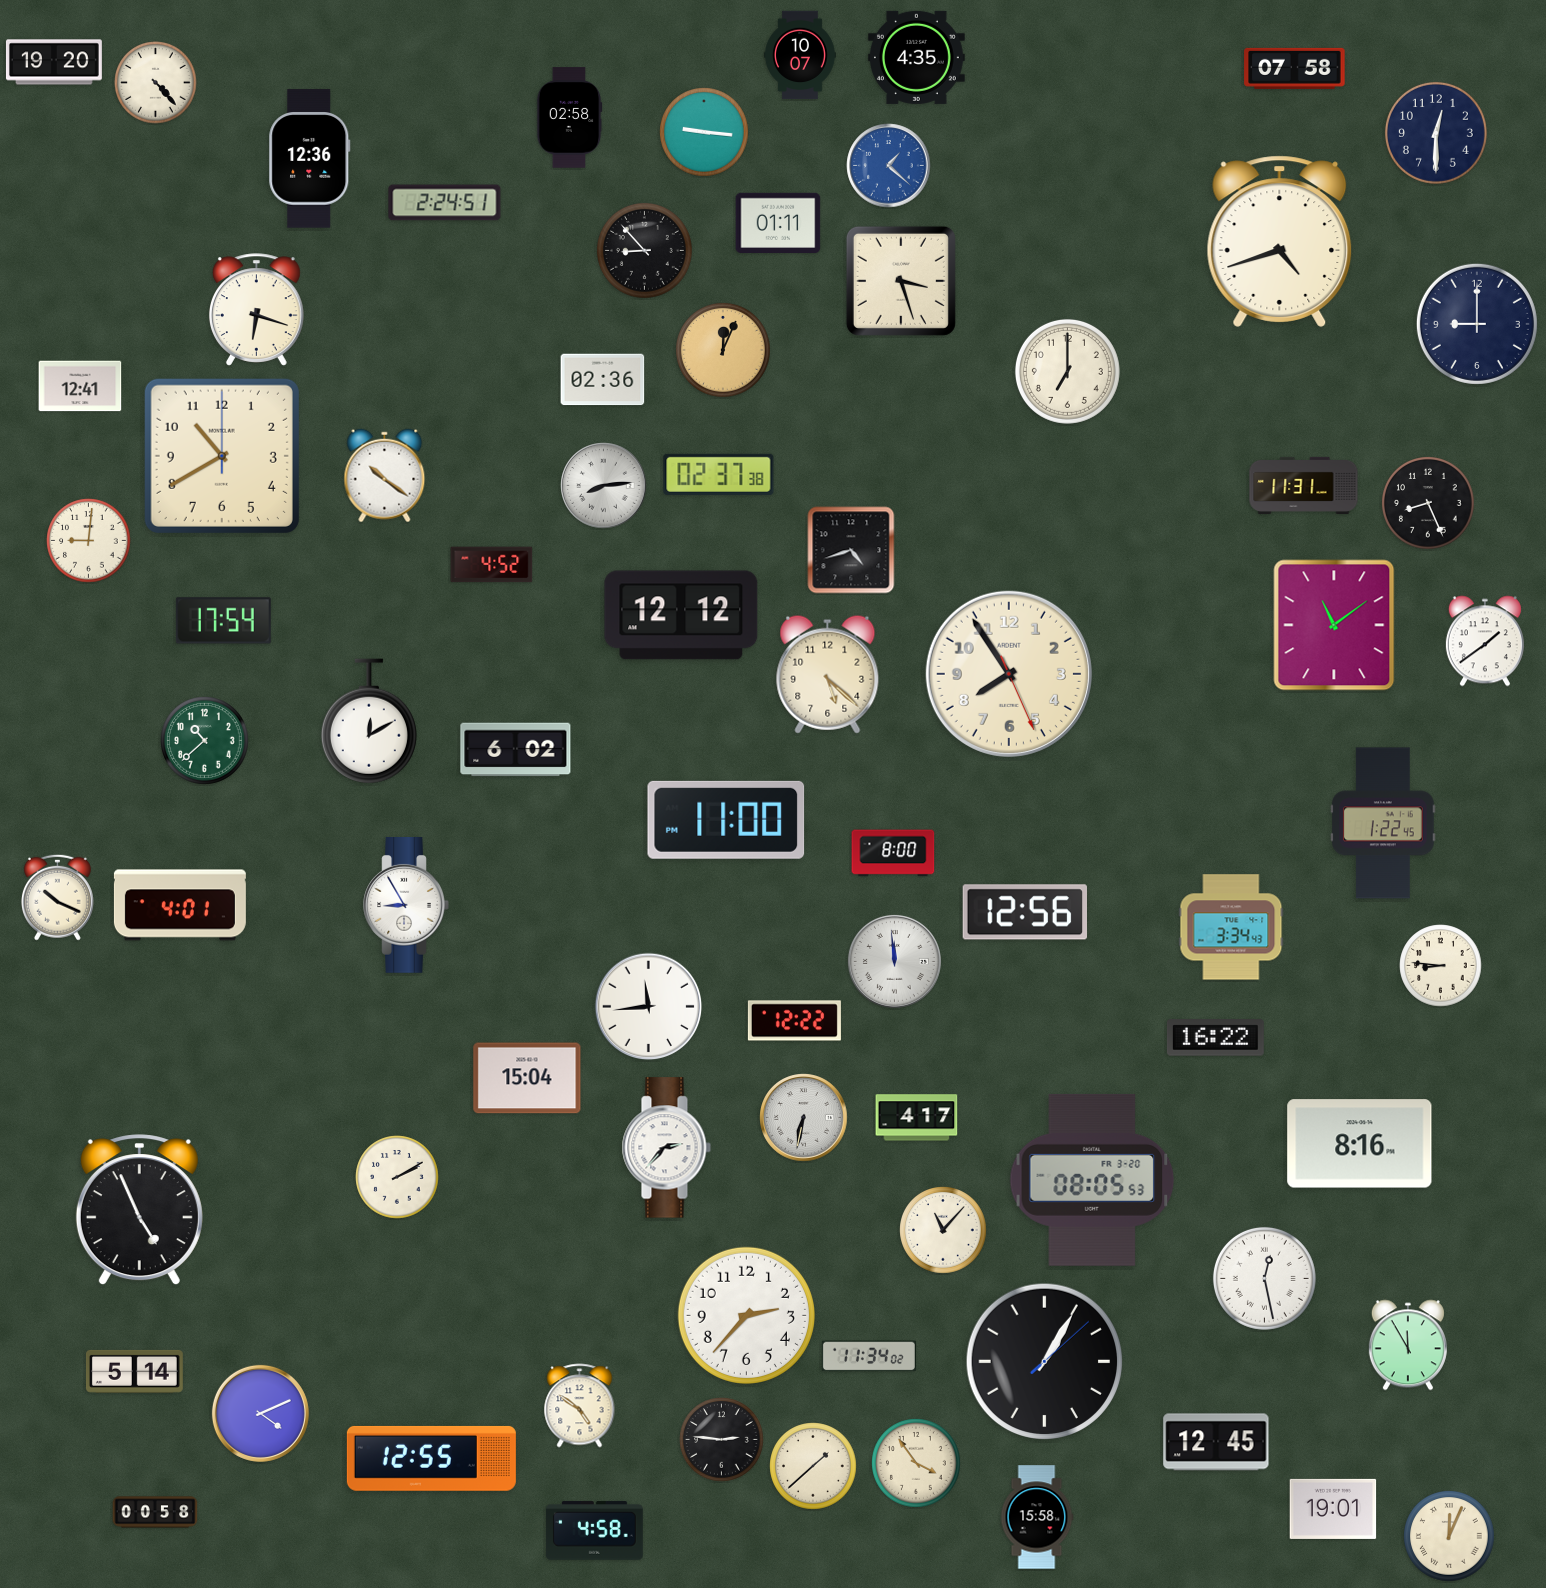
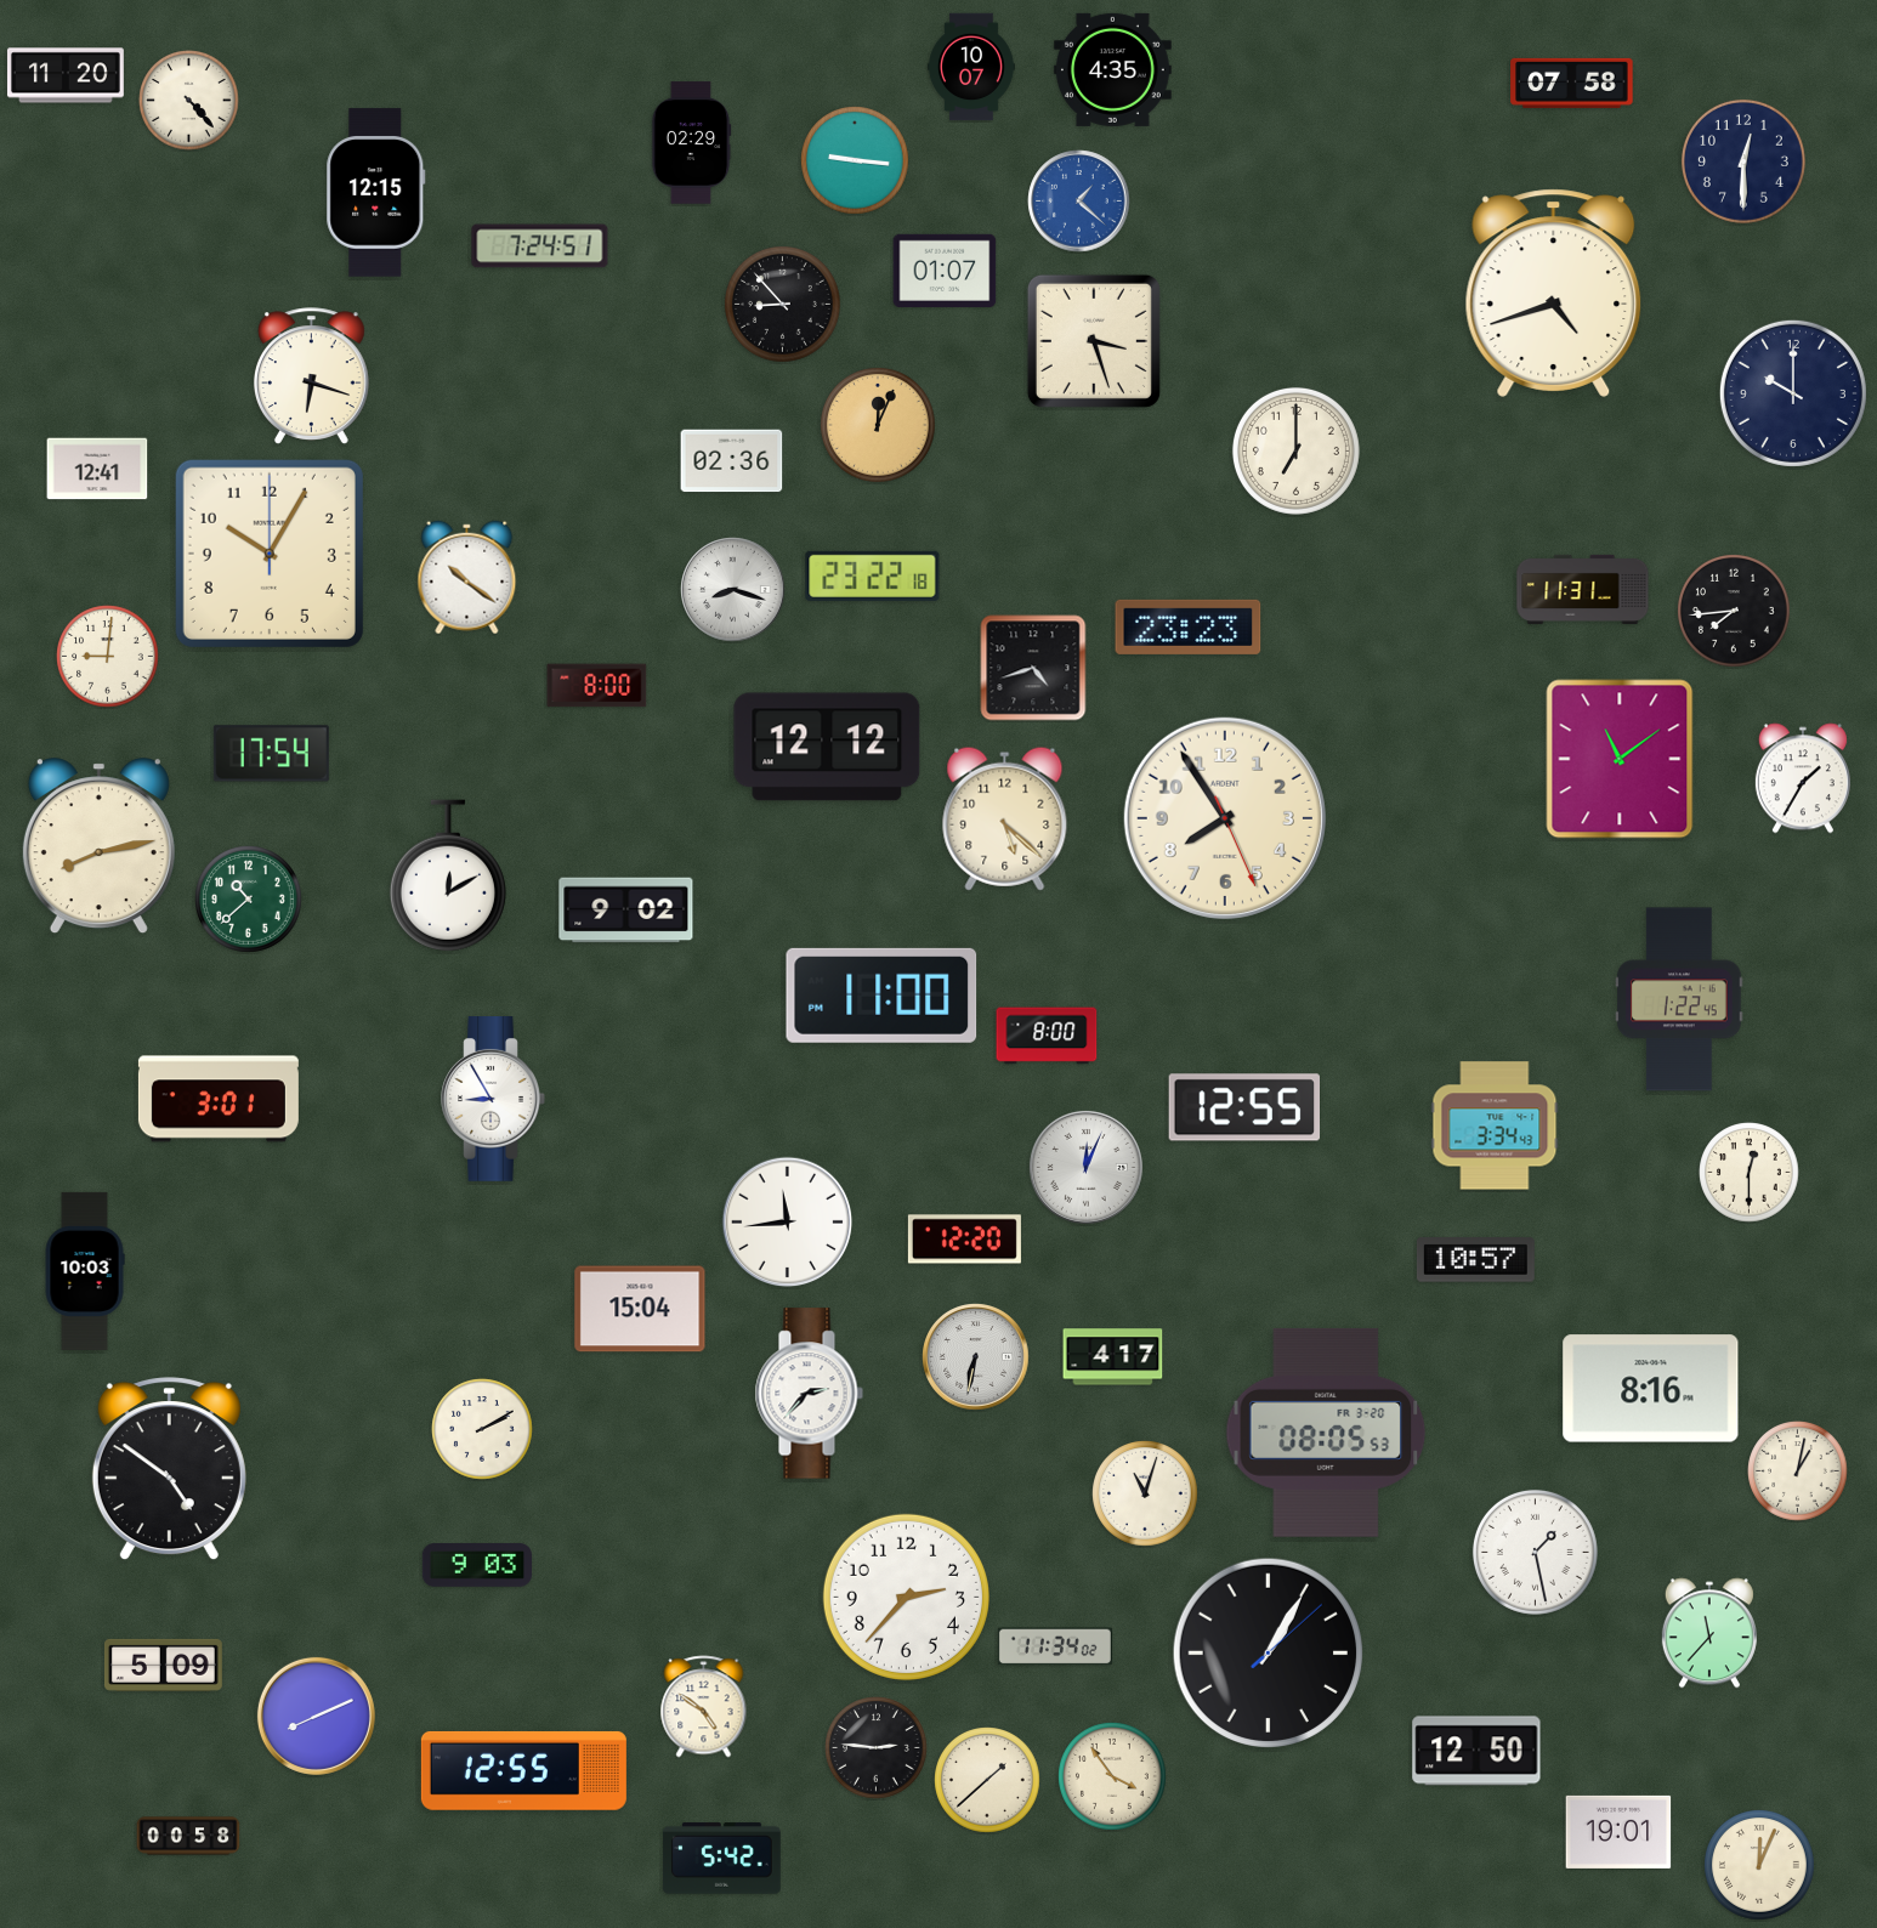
clock at (54, 62): 19:20 -> 11:20
clock at (569, 118): 02:58 -> 02:29
clock at (310, 159): 12:36 -> 12:15
clock at (445, 203): 2:24 -> 7:24
clock at (778, 222): 01:11 -> 01:07
clock at (1477, 324): 9:00 -> 10:00
clock at (222, 456): 10:40 -> 10:05
clock at (719, 474): 02:37 -> 23:22
clock at (604, 486): 8:14 -> 8:18
clock at (1429, 504): 8:26 -> 7:44
clock at (1189, 626): none -> 23:23
clock at (492, 565): 4:52 -> 8:00
clock at (1485, 641): 1:39 -> 1:35
clock at (98, 846): none -> 8:13
clock at (516, 750): 6:02 -> 9:02
clock at (893, 853) position: (893, 853) -> (1047, 1036)
clock at (57, 897): 10:19 -> none
clock at (180, 905): 4:01 -> 3:01
clock at (1025, 912): 12:56 -> 12:55
clock at (894, 961): 11:59 -> 12:04
clock at (1441, 966): 8:46 -> 12:30
clock at (794, 1021): 12:22 -> 12:20
clock at (1215, 1038): 16:22 -> 10:57
clock at (85, 1271): none -> 10:03
clock at (139, 1210): 4:56 -> 4:51
clock at (1798, 1471): none -> 1:02
clock at (943, 1230): 11:07 -> 11:03
clock at (1264, 1278): 12:28 -> 1:28
clock at (476, 1566): none -> 9:03
clock at (1408, 1345): 11:55 -> 11:37
clock at (134, 1371): 5:14 -> 5:09
clock at (260, 1413): 4:11 -> 8:11
clock at (1216, 1442): 12:45 -> 12:50
clock at (1037, 1517): 15:58 -> none
clock at (594, 1531): 4:58 -> 5:42
